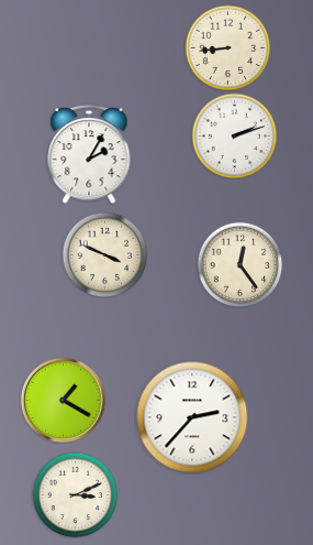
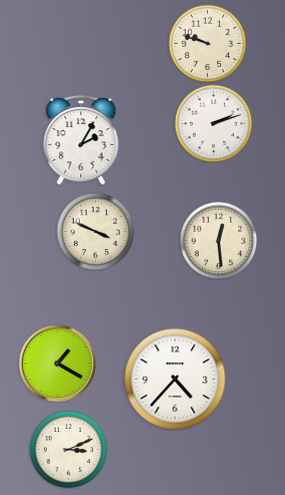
clock at (227, 47): 8:44 -> 9:48
clock at (239, 264): 12:24 -> 12:29
clock at (192, 417): 2:37 -> 4:37
